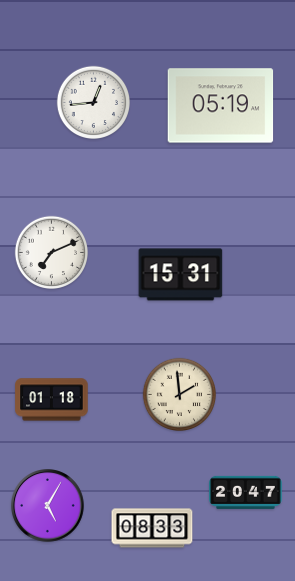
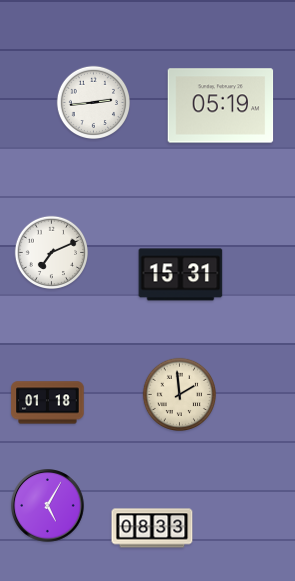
clock at (93, 102): 12:44 -> 2:44
clock at (52, 400) position: (52, 400) -> (48, 403)
clock at (246, 492): 20:47 -> none
